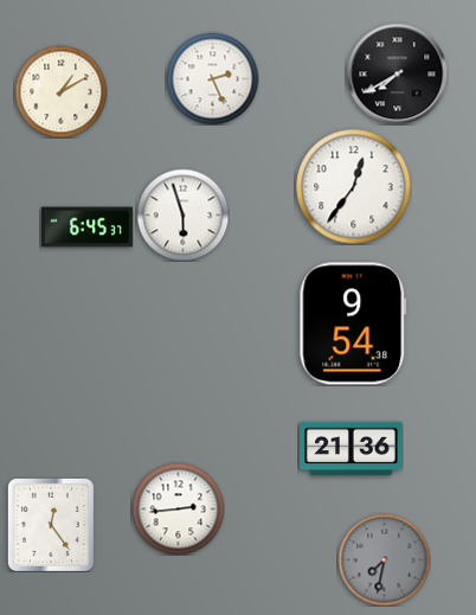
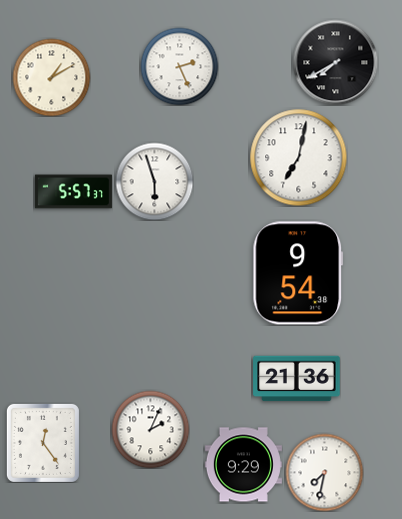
clock at (353, 186): 12:36 -> 7:02
clock at (86, 228): 6:45 -> 5:57
clock at (178, 508): 2:44 -> 2:04
clock at (243, 465): none -> 9:29
clock at (384, 559) dial: grey -> white
